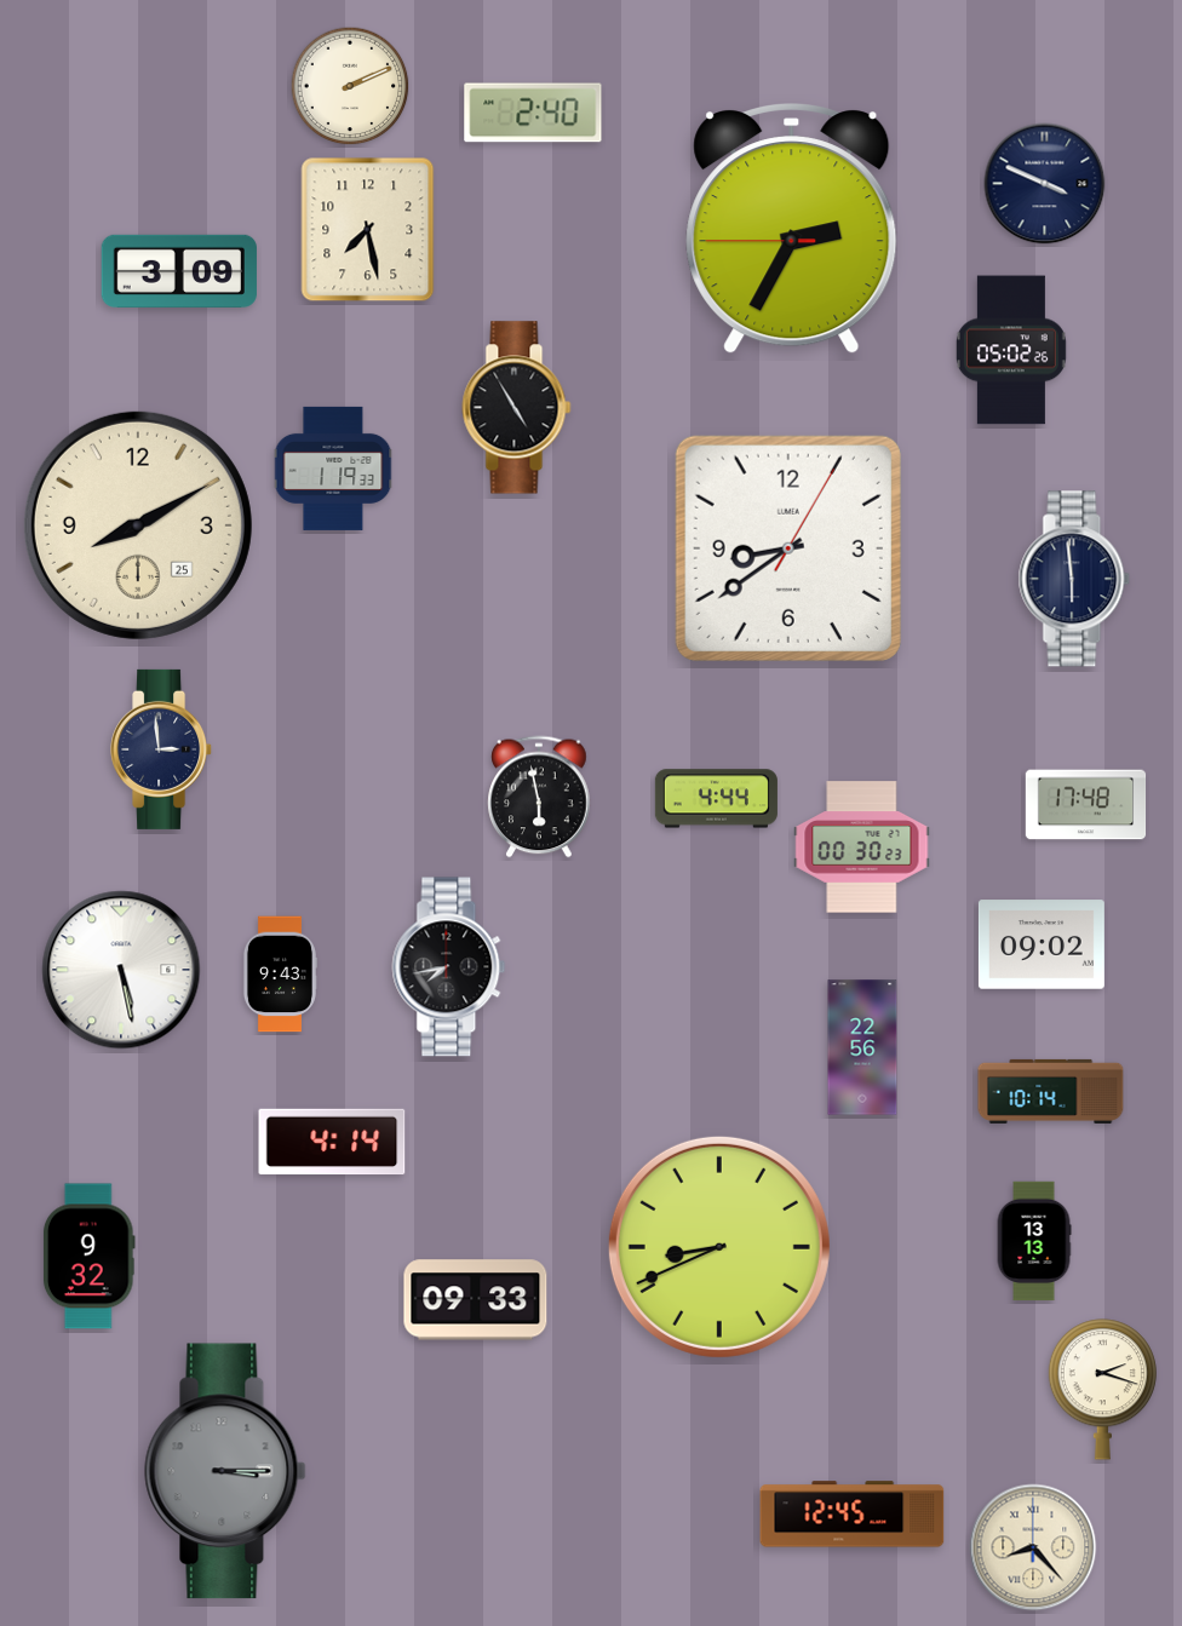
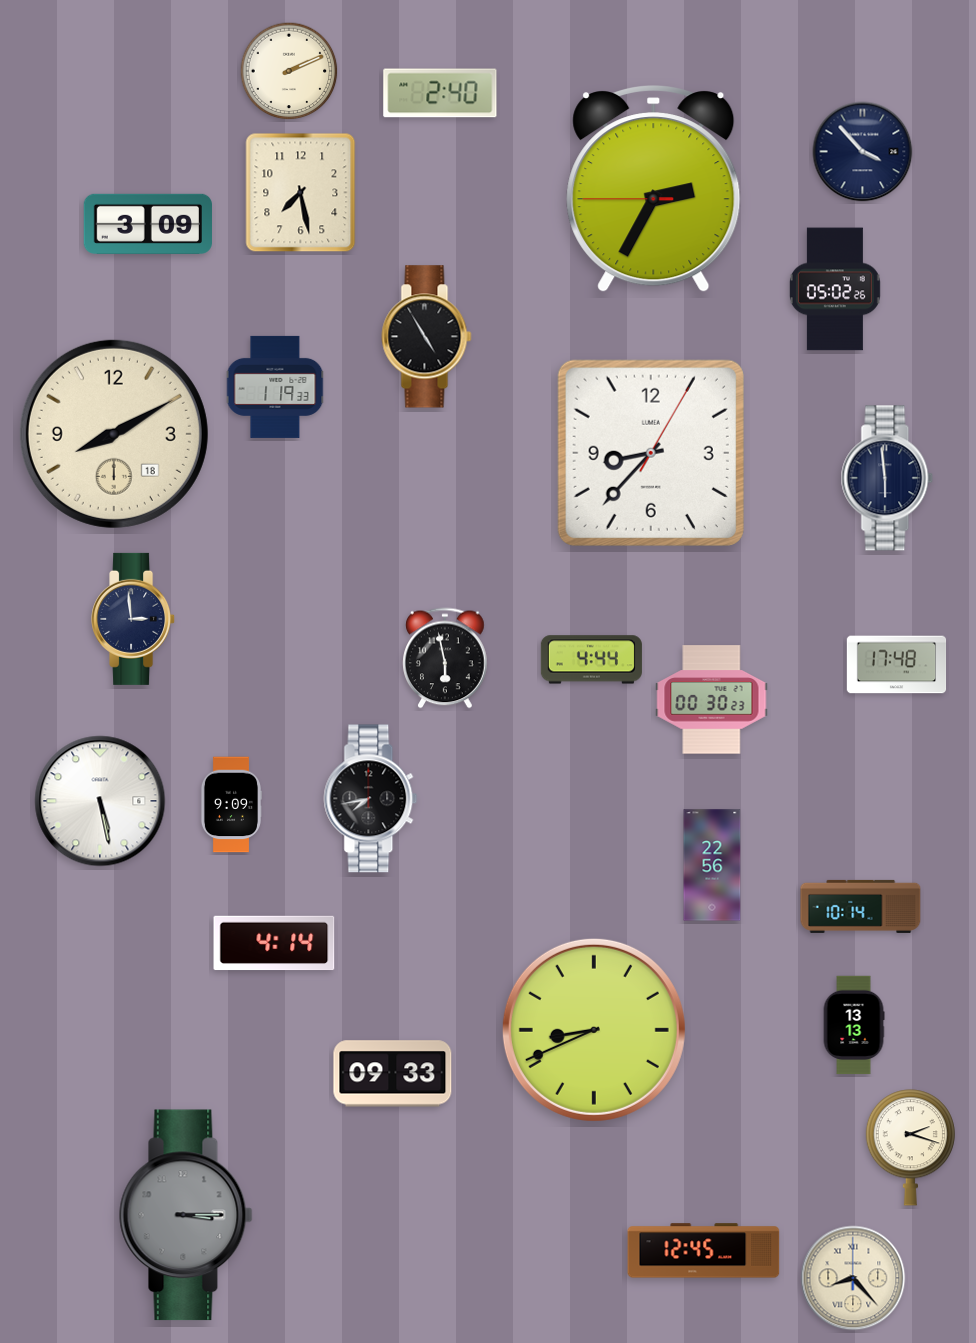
clock at (1045, 184): 3:49 -> 3:53
clock at (368, 230) position: (368, 230) -> (301, 193)
clock at (138, 525) date: 25 -> 18
clock at (788, 548): 8:39 -> 8:37
clock at (1042, 944): 09:02 -> none
clock at (279, 975): 9:43 -> 9:09
clock at (1051, 1091) position: (1051, 1091) -> (861, 906)
clock at (90, 1257): 9:32 -> none
